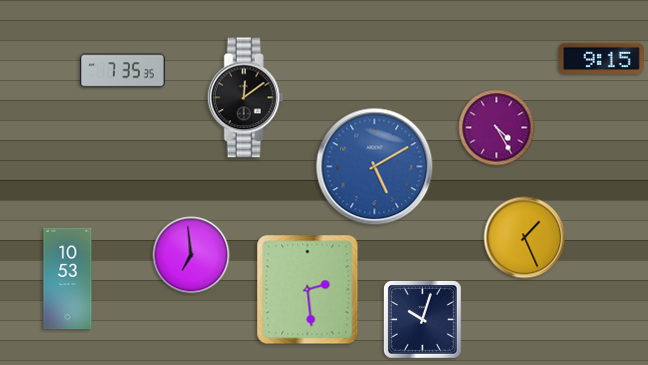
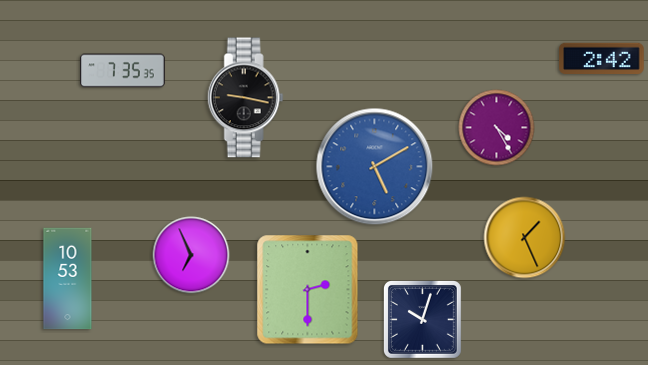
clock at (602, 59): 9:15 -> 2:42
clock at (245, 98): 12:09 -> 9:17
clock at (191, 255): 6:59 -> 6:56
clock at (308, 290): 2:29 -> 2:30
